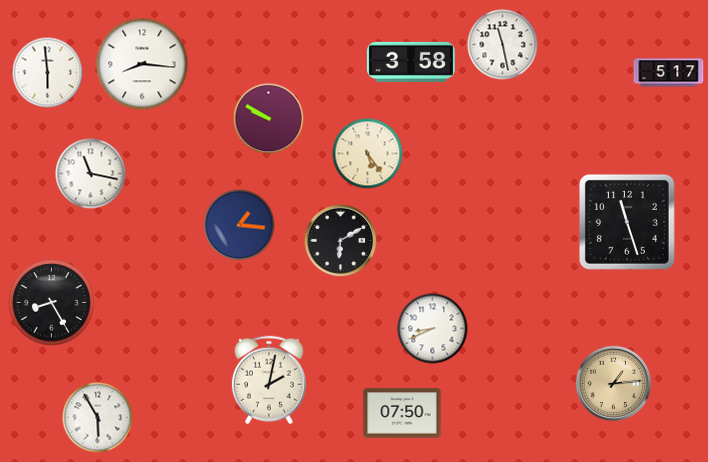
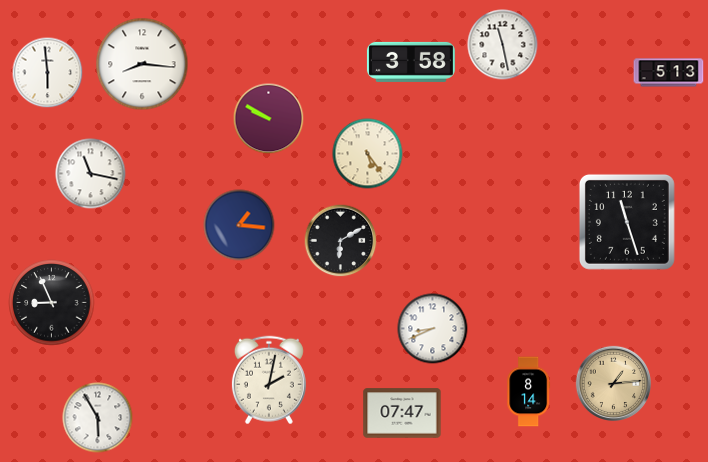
clock at (669, 73): 5:17 -> 5:13
clock at (52, 303): 8:25 -> 8:56
clock at (529, 392): none -> 8:14
clock at (402, 413): 07:50 -> 07:47
